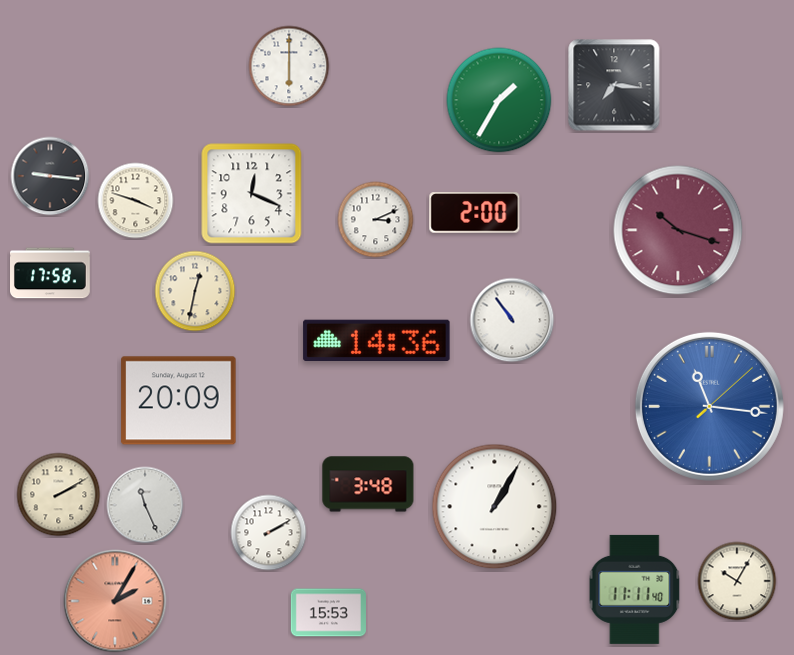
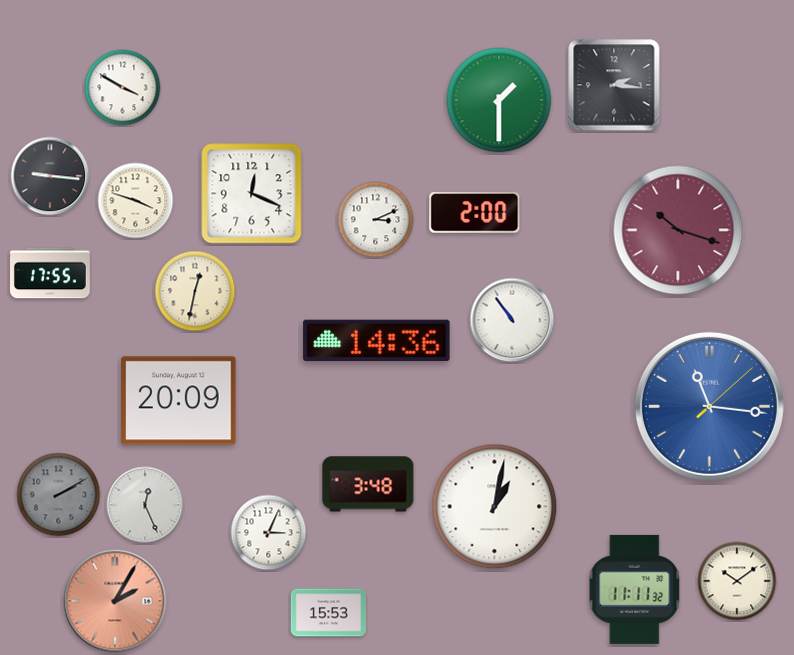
clock at (289, 66): 6:00 -> none
clock at (614, 85): 7:16 -> 2:16
clock at (123, 88): none -> 3:50
clock at (499, 100): 1:35 -> 1:30
clock at (51, 273): 17:58 -> 17:55
clock at (59, 495) dial: cream -> grey
clock at (145, 505): 11:26 -> 12:26
clock at (495, 507): 1:05 -> 1:02
clock at (269, 533): 2:10 -> 3:04
clock at (737, 581): 10:05 -> 10:09
clock at (635, 589): 11:11:40 -> 11:11:32
